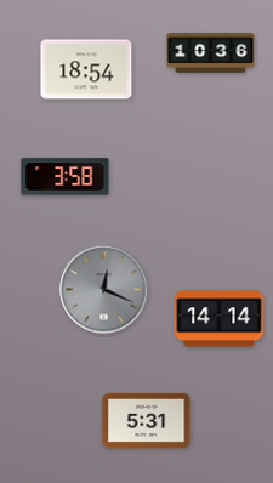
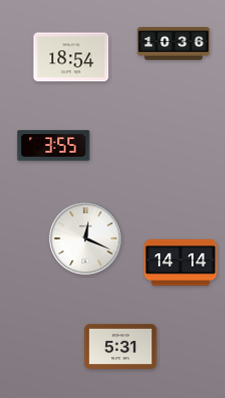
clock at (66, 177): 3:58 -> 3:55
clock at (104, 290) dial: grey -> white
